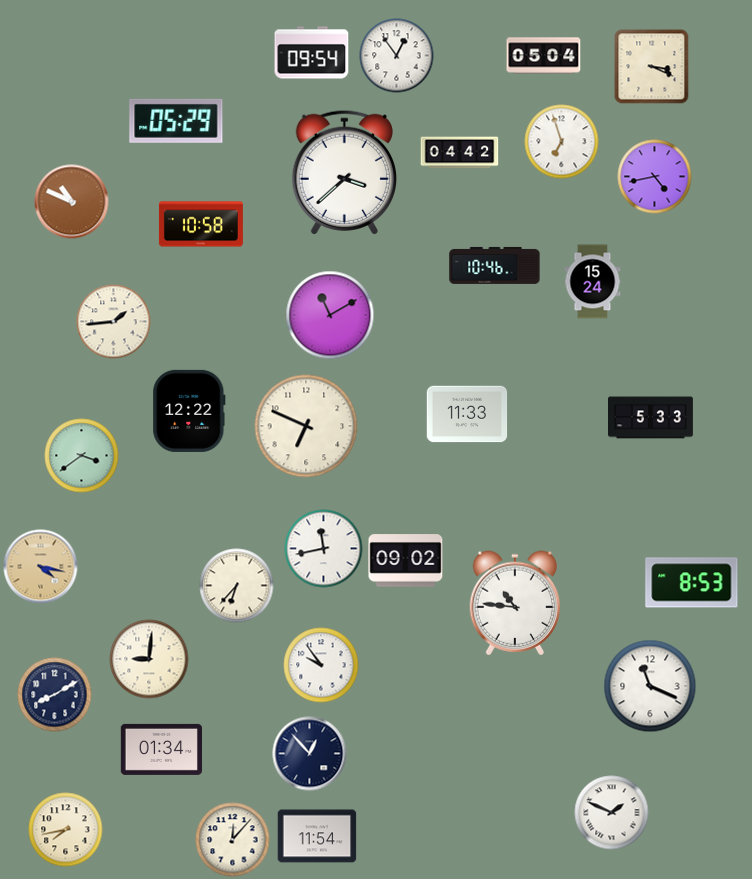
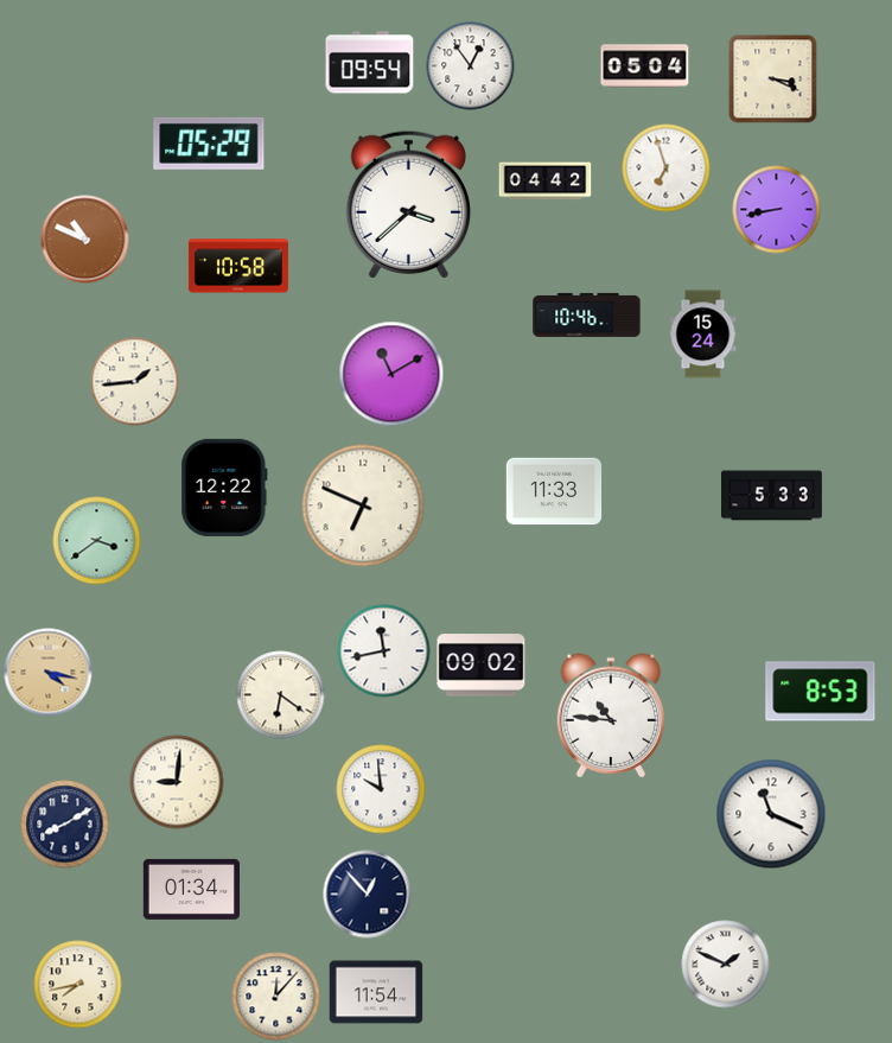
clock at (655, 177): 4:43 -> 8:43
clock at (237, 586): 6:37 -> 6:21
clock at (321, 665): 9:54 -> 9:59
